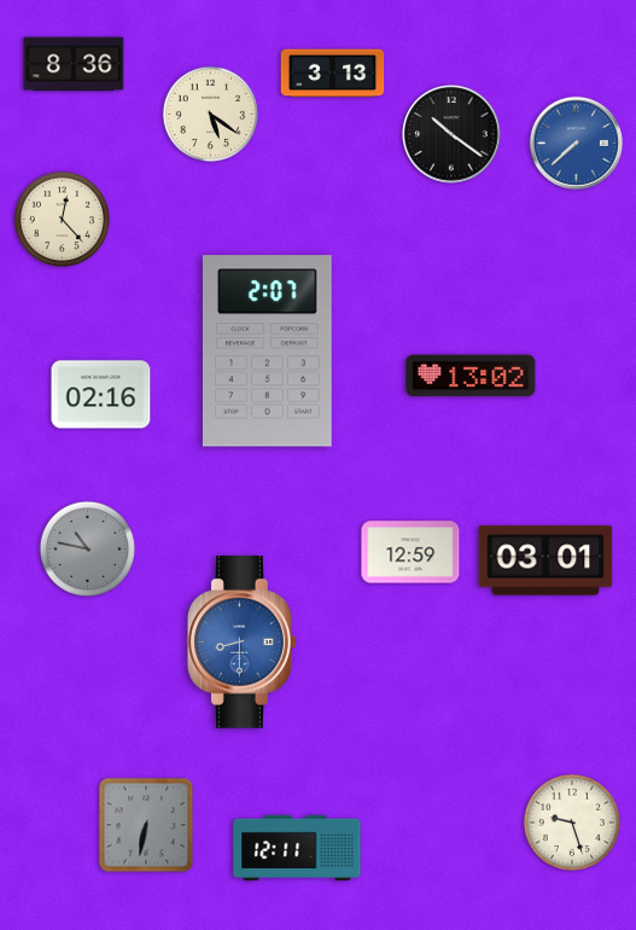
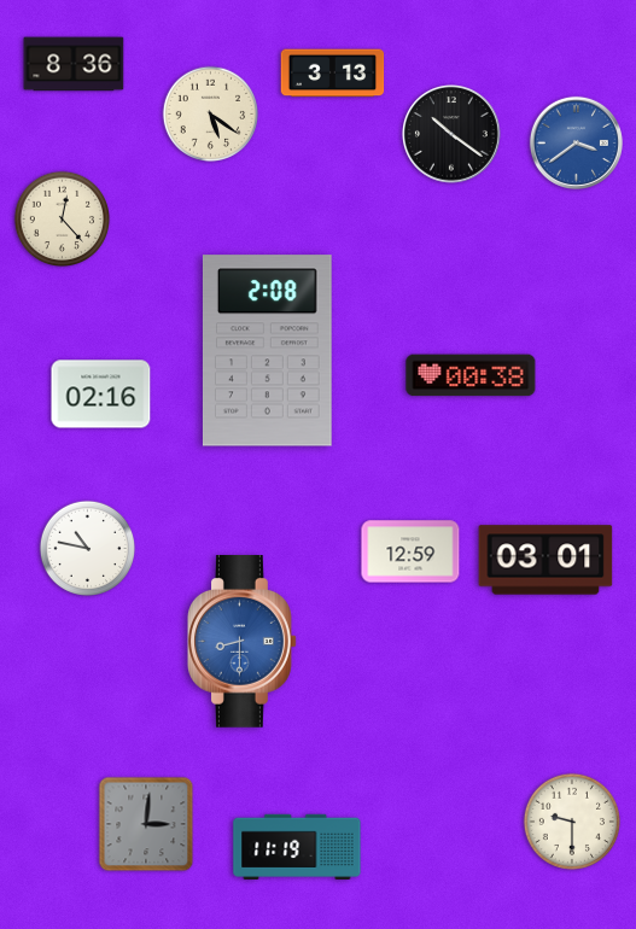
clock at (576, 143): 7:38 -> 3:39
clock at (267, 351): 2:07 -> 2:08
clock at (471, 376): 13:02 -> 00:38
clock at (88, 550) dial: grey -> white
clock at (572, 823): 9:27 -> 9:30
clock at (146, 825): 6:32 -> 3:01
clock at (297, 848): 12:11 -> 11:19
